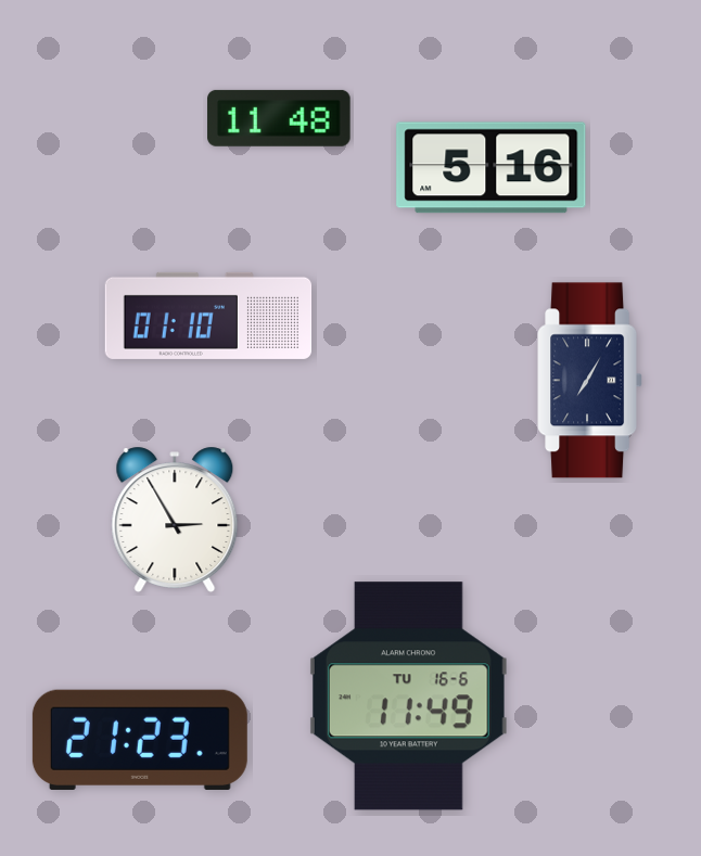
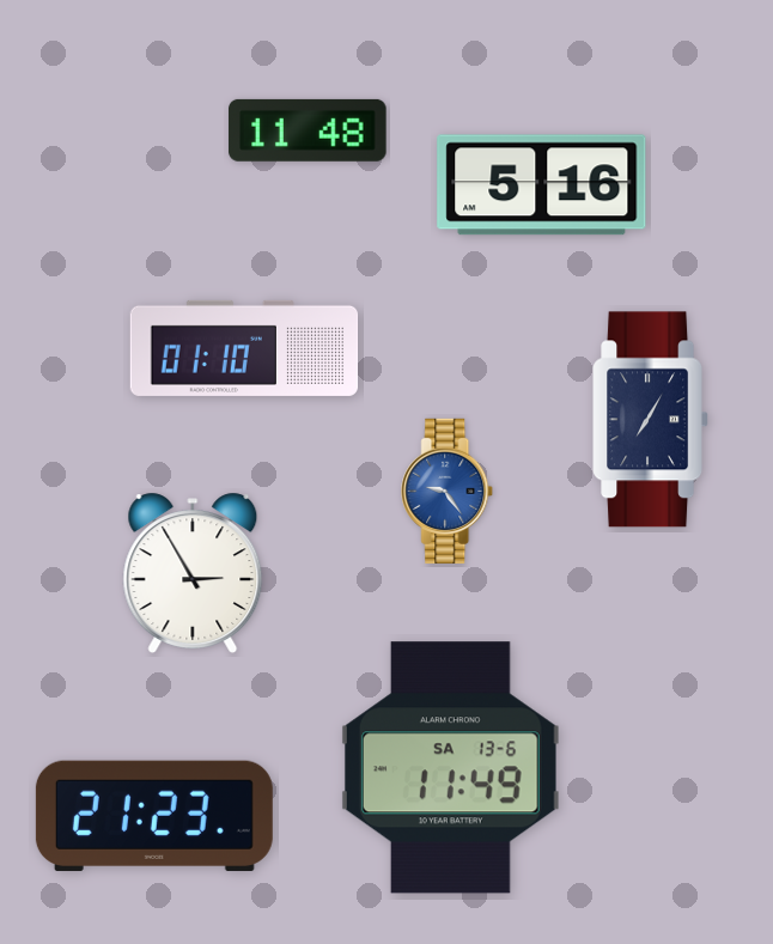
clock at (208, 316) position: (208, 316) -> (244, 348)
clock at (448, 491): none -> 9:24
clock at (408, 697) date: TU 16-6 -> SA 13-6
